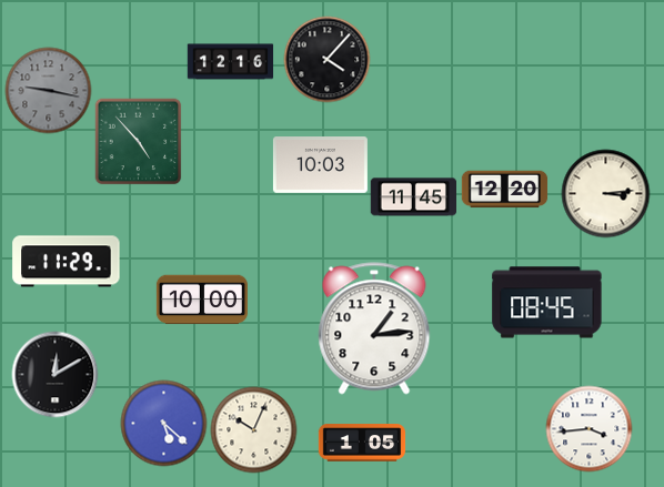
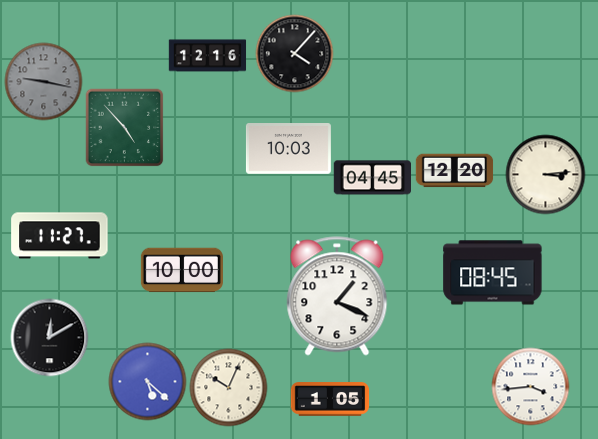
clock at (413, 197): 11:45 -> 04:45
clock at (67, 262): 11:29 -> 11:27
clock at (374, 328): 1:14 -> 1:19
clock at (362, 443) position: (362, 443) -> (330, 399)
